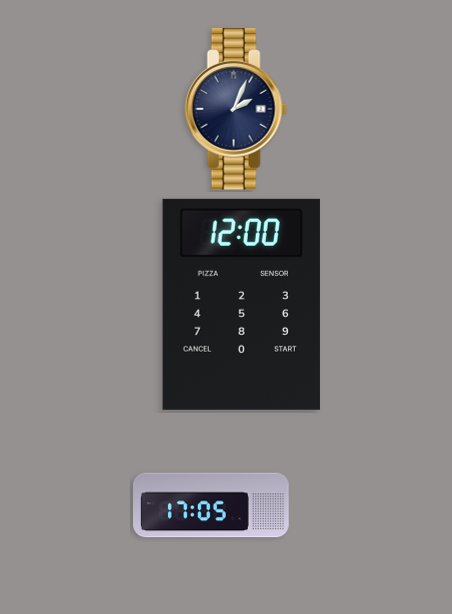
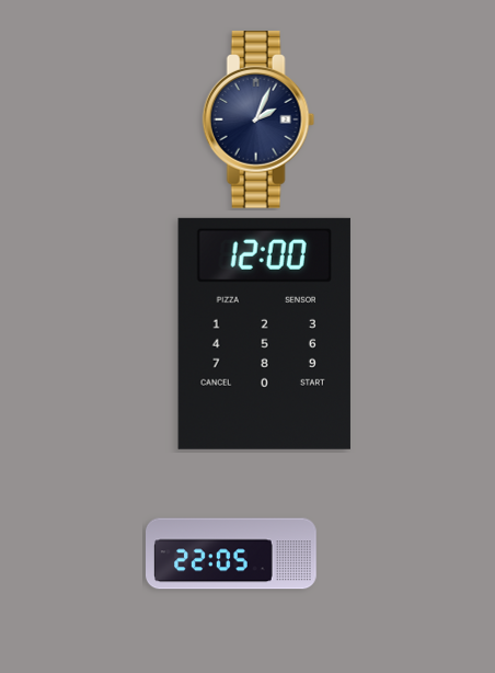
clock at (212, 505): 17:05 -> 22:05
